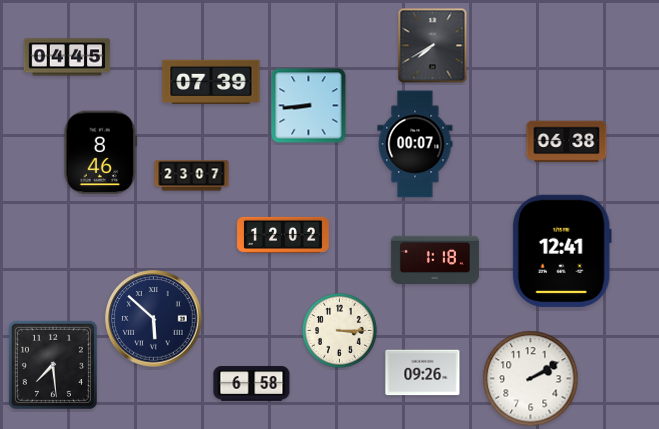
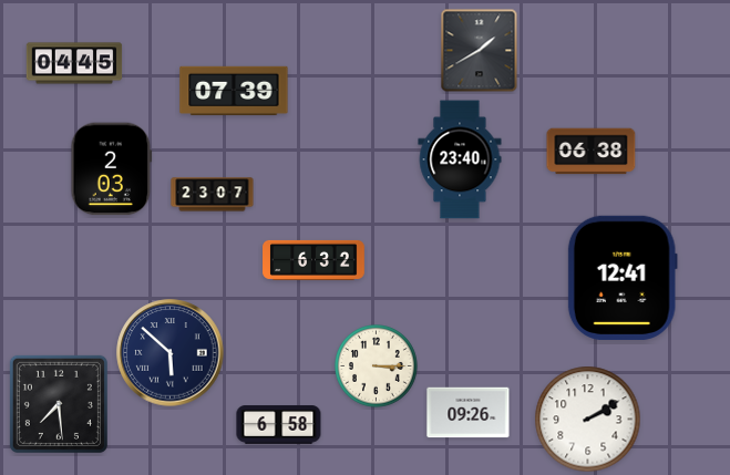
clock at (433, 46): 7:40 -> 1:40
clock at (309, 106): 8:44 -> none
clock at (567, 142) position: (567, 142) -> (592, 152)
clock at (415, 144): 00:07 -> 23:40
clock at (101, 153): 8:46 -> 2:03
clock at (283, 235): 12:02 -> 6:32
clock at (435, 259): 1:18 -> none
